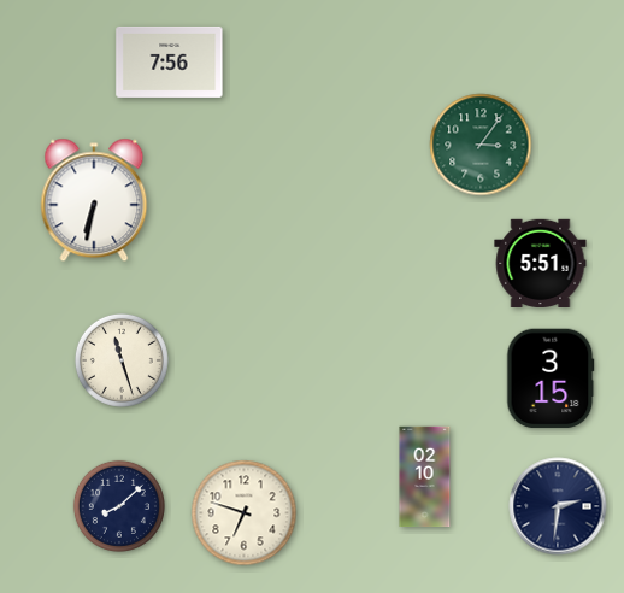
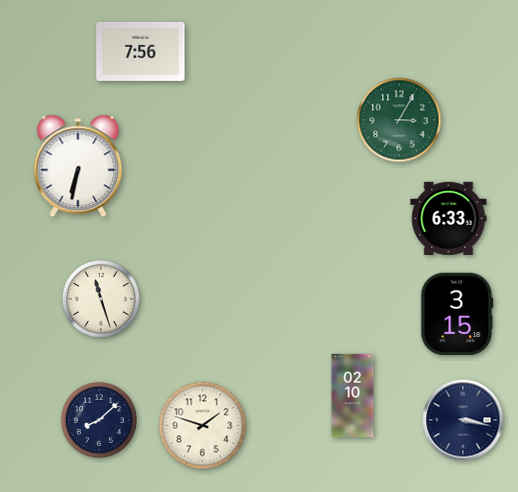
clock at (481, 145): 3:06 -> 3:05
clock at (541, 263): 5:51 -> 6:33
clock at (558, 506): 2:31 -> 3:17
clock at (245, 513): 6:48 -> 1:48
